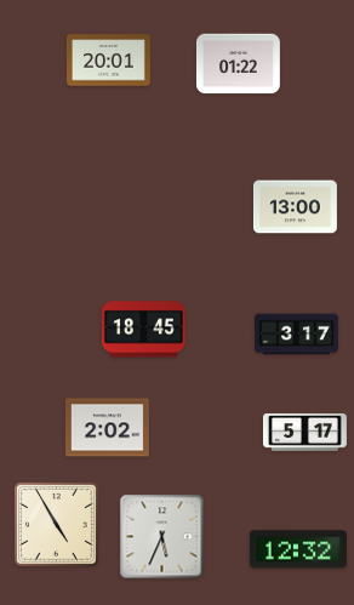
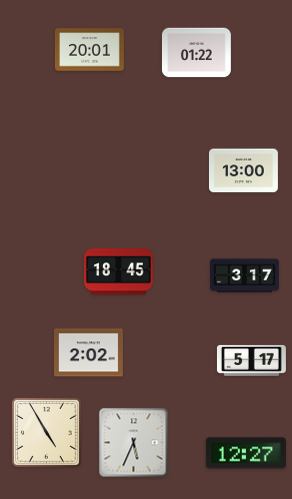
clock at (304, 432) position: (304, 432) -> (251, 360)
clock at (298, 549): 12:32 -> 12:27
